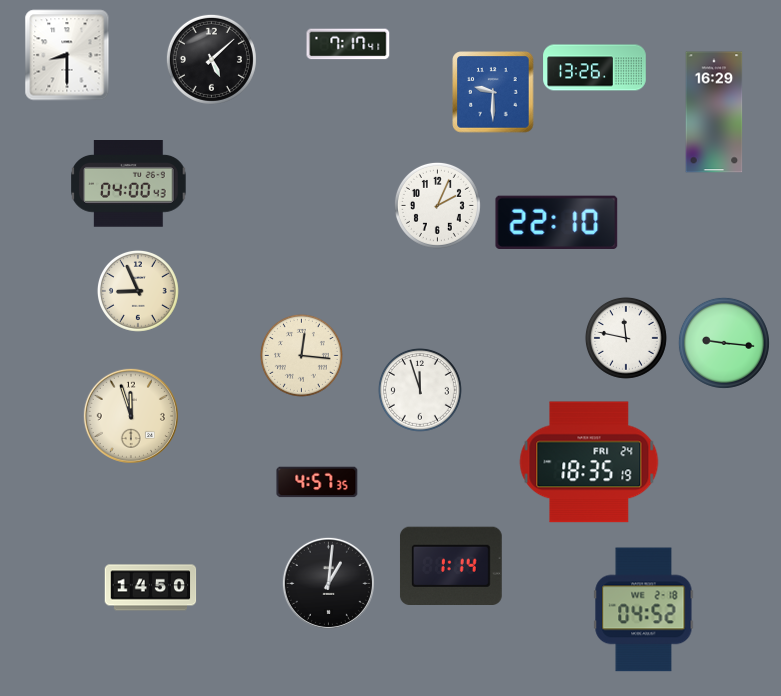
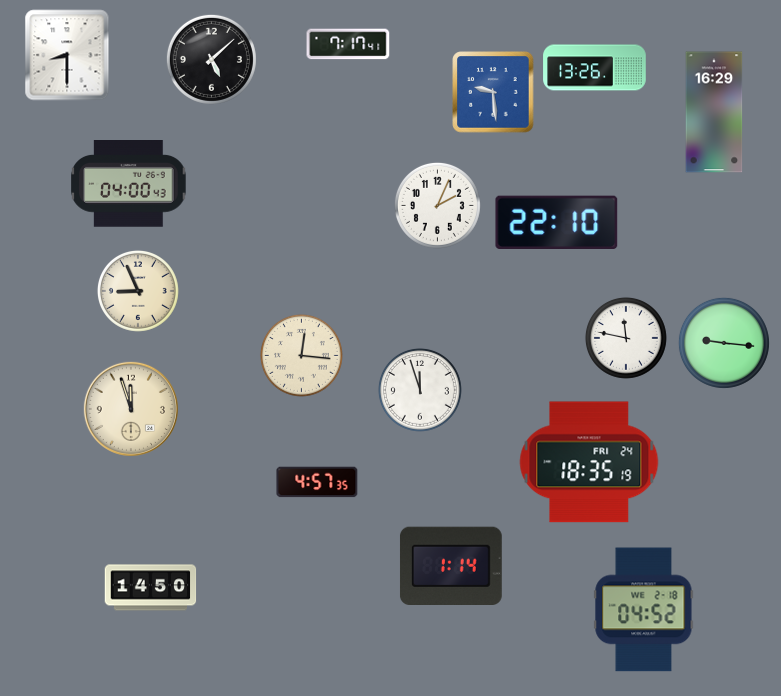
clock at (493, 92): 9:30 -> 9:29
clock at (131, 416) position: (131, 416) -> (131, 409)
clock at (328, 583): 1:01 -> none
